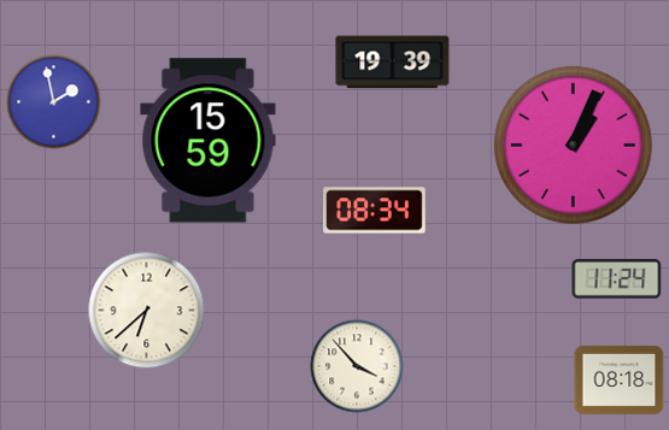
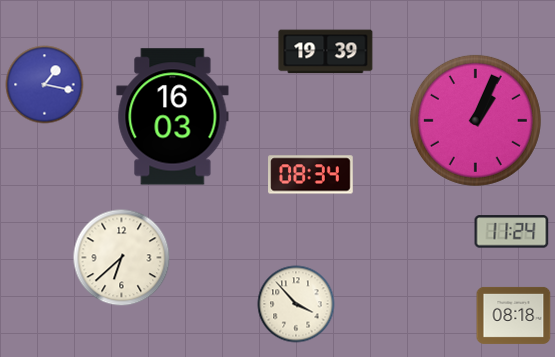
clock at (54, 102): 1:58 -> 1:17
clock at (209, 141): 15:59 -> 16:03
